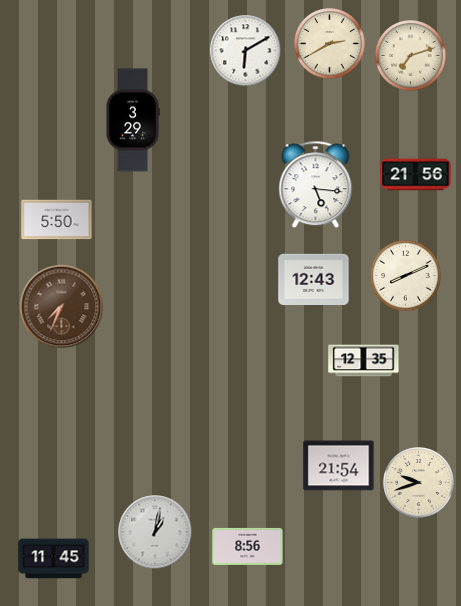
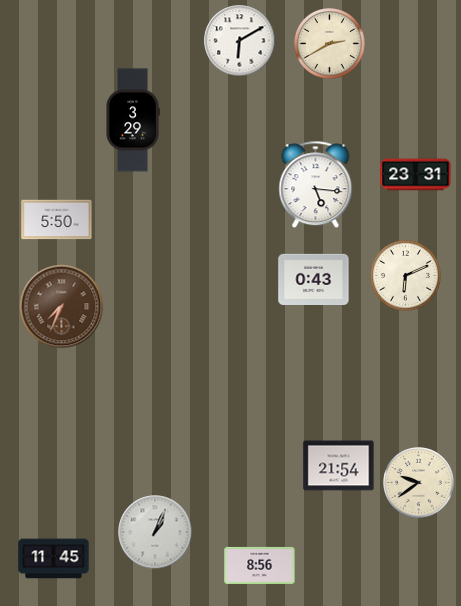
clock at (246, 51) position: (246, 51) -> (240, 41)
clock at (411, 56): 7:12 -> none
clock at (416, 175): 21:56 -> 23:31
clock at (406, 276): 8:11 -> 6:11
clock at (314, 279): 12:43 -> 0:43
clock at (364, 361): 12:35 -> none
clock at (419, 483): 9:42 -> 9:39
clock at (155, 532): 1:02 -> 1:04
clock at (248, 546) position: (248, 546) -> (260, 565)
